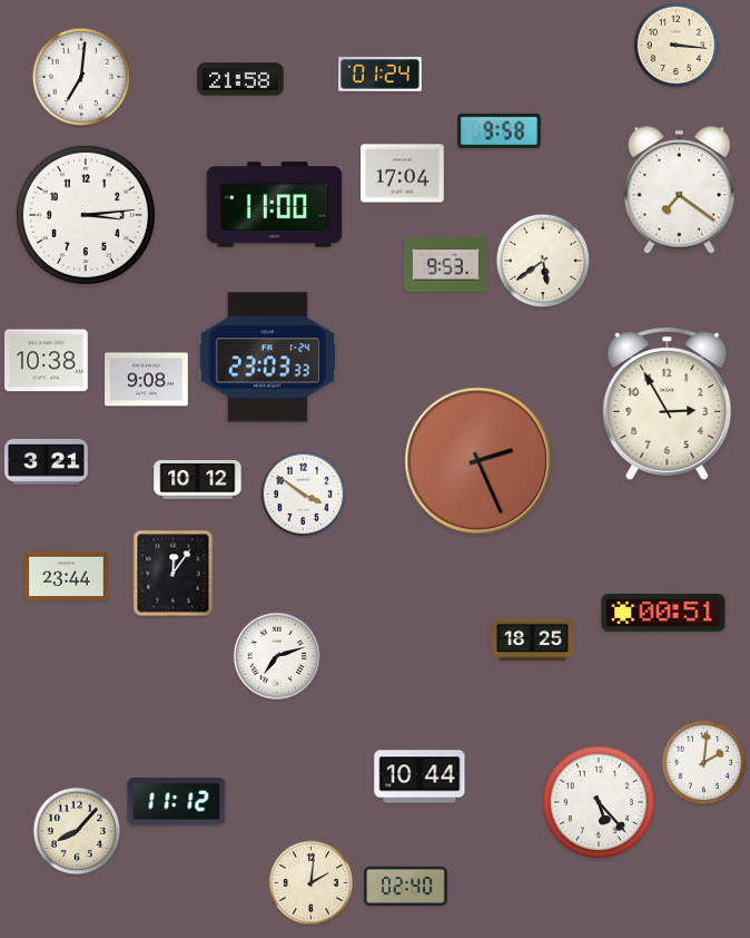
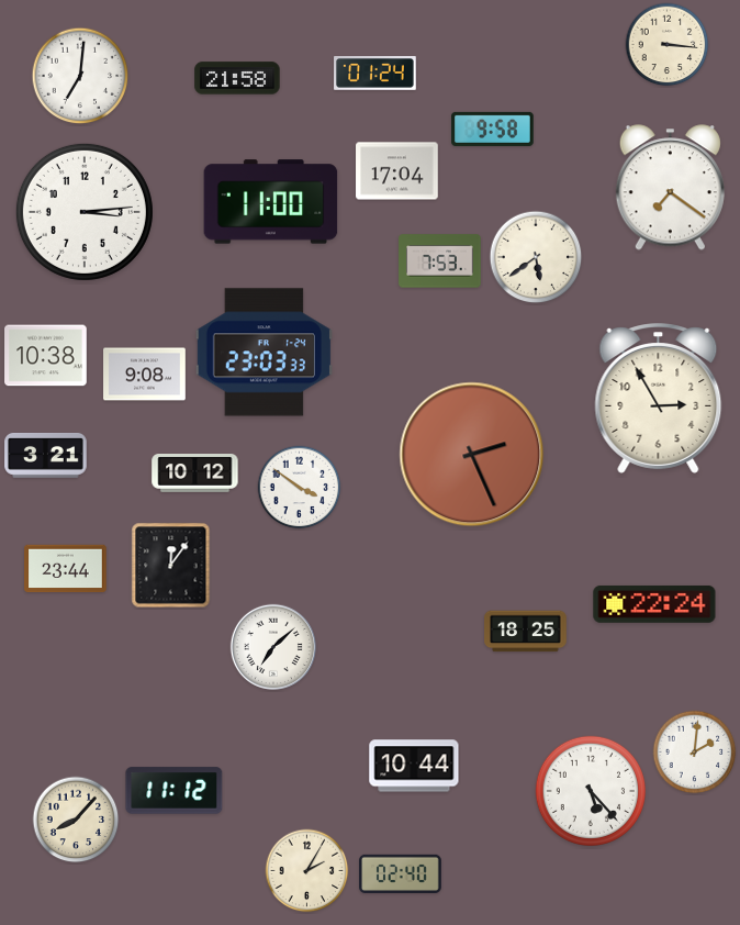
clock at (446, 265): 9:53 -> 7:53
clock at (663, 613): 00:51 -> 22:24
clock at (277, 656): 7:12 -> 7:08
clock at (312, 883): 2:01 -> 2:05
